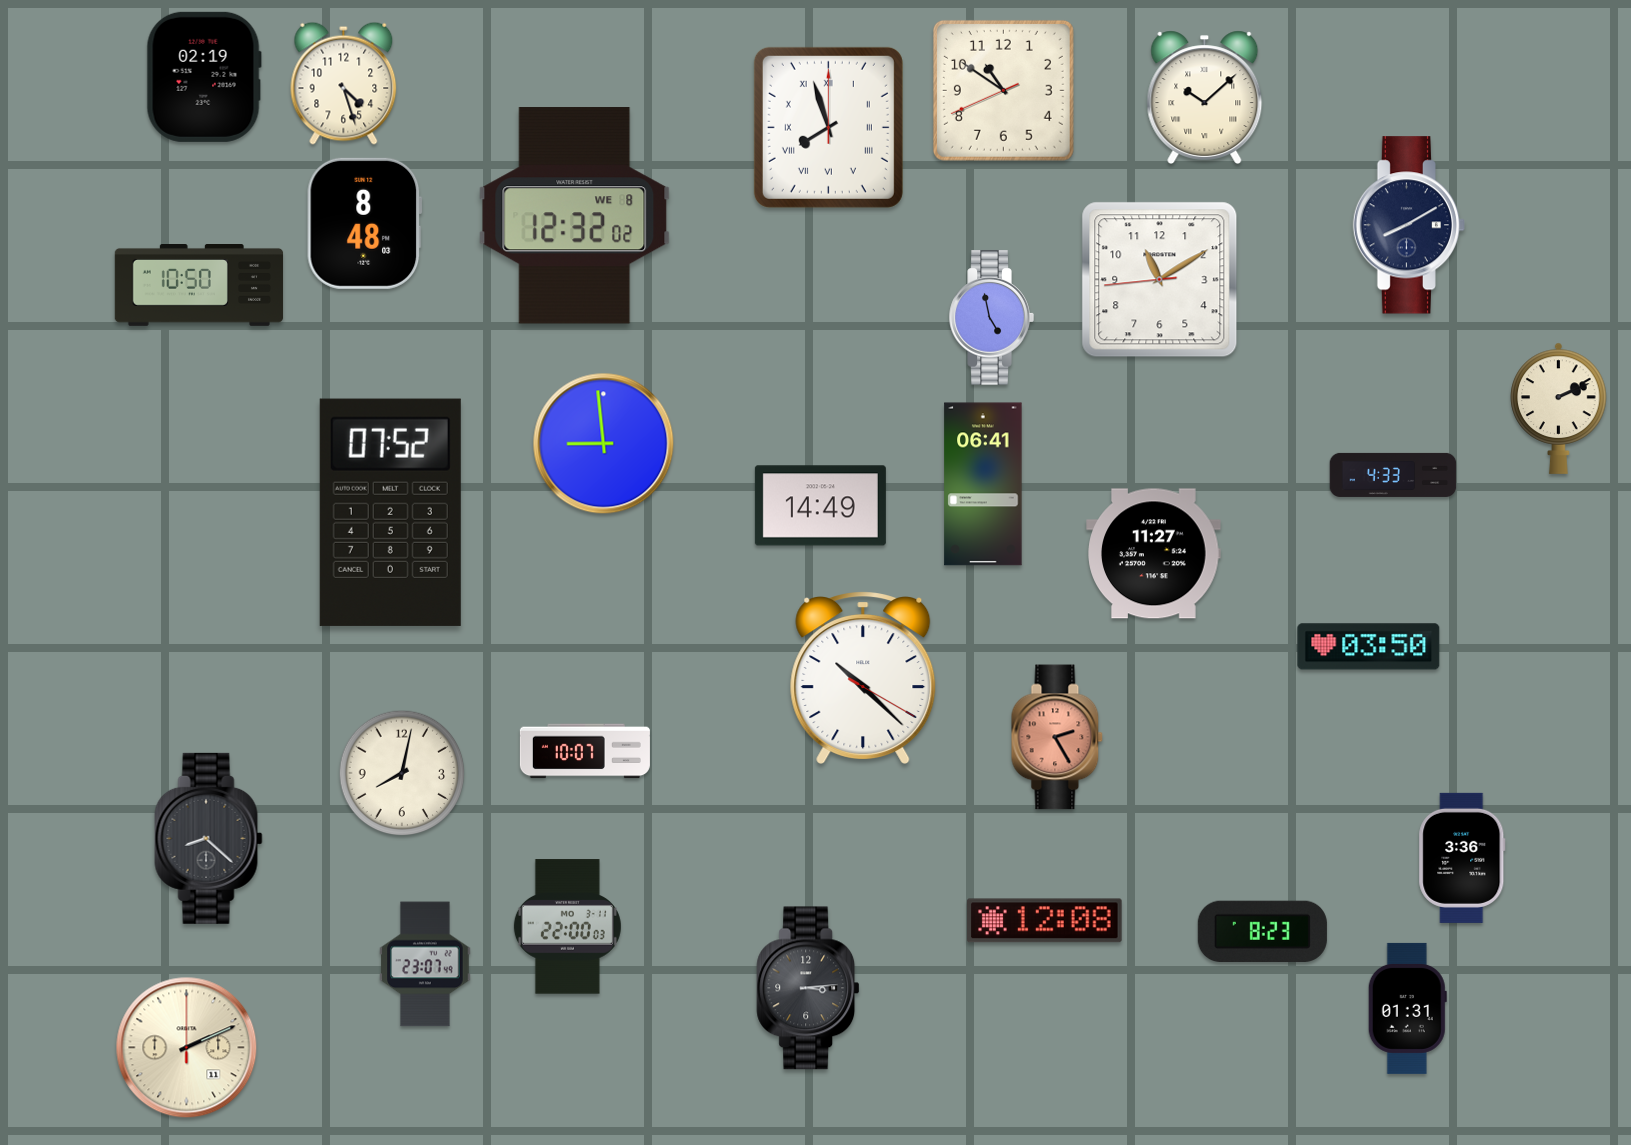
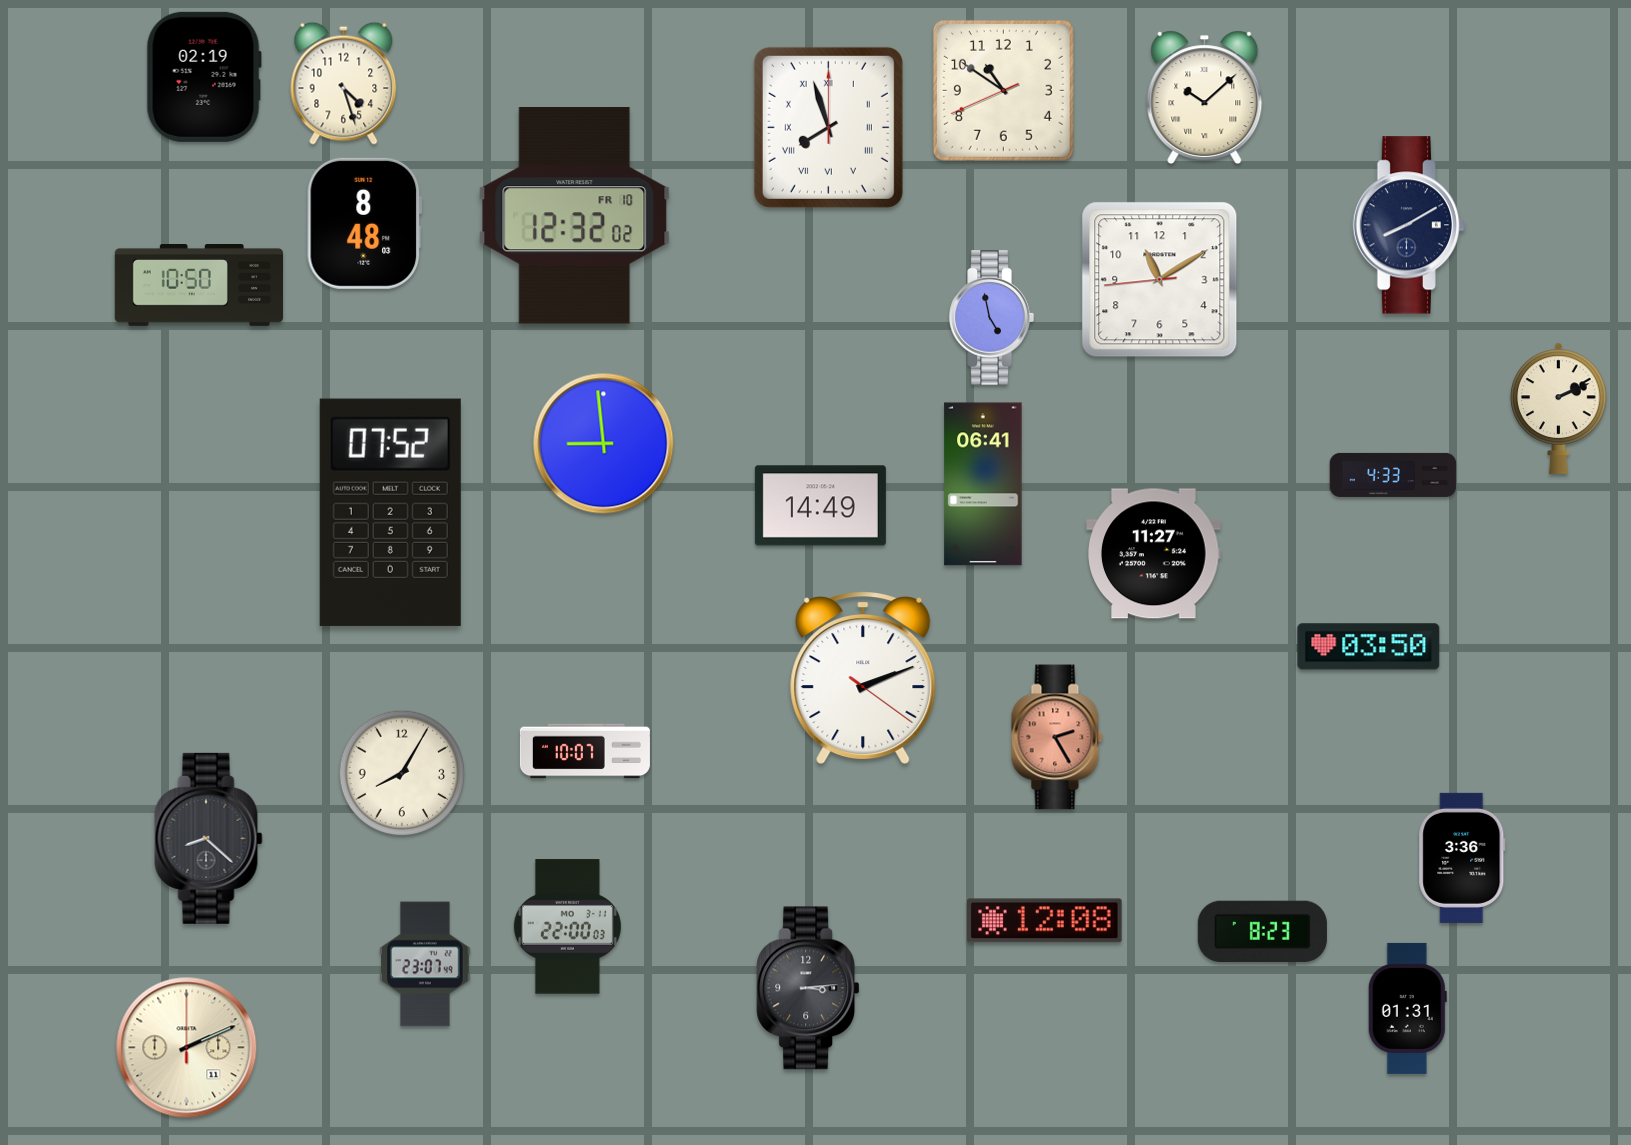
clock at (575, 216) date: WE 8 -> FR 10
clock at (863, 678): 10:22 -> 2:11
clock at (402, 773): 8:02 -> 8:05
